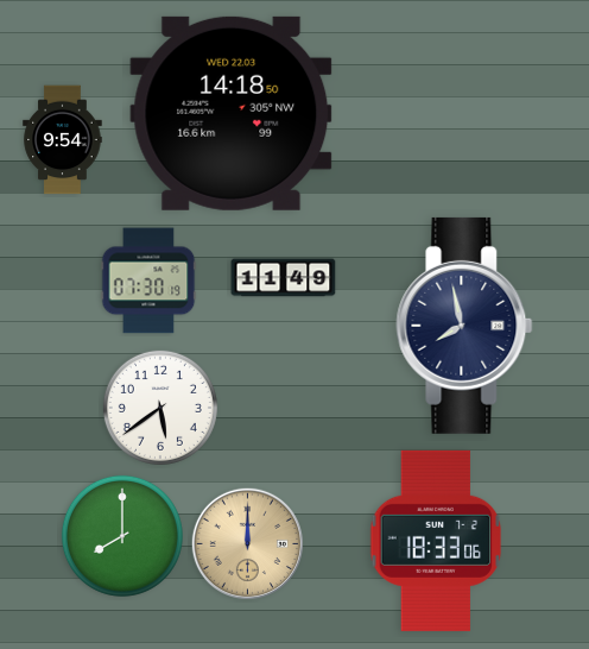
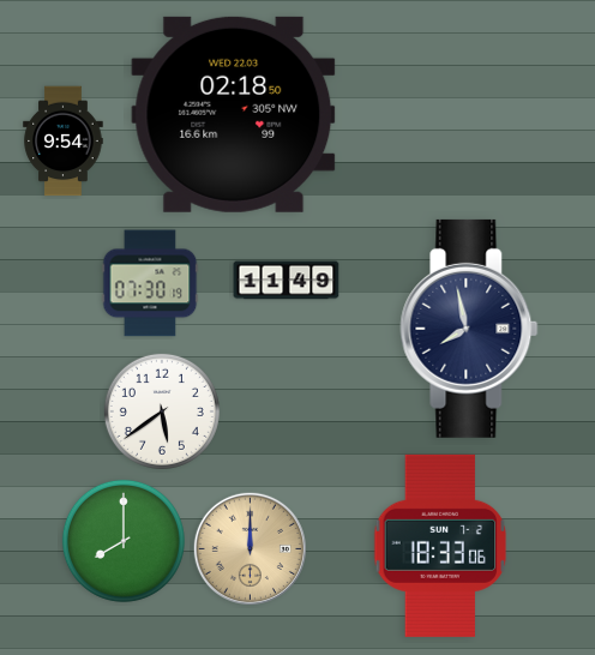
clock at (232, 113): 14:18 -> 02:18
